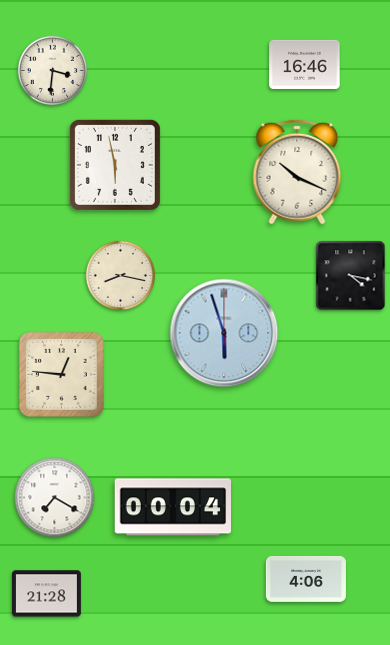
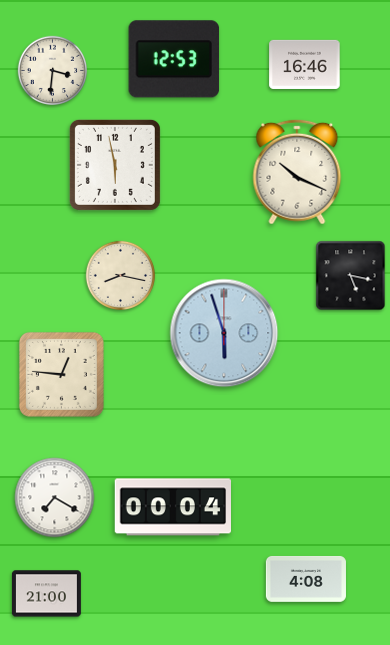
clock at (174, 59): none -> 12:53
clock at (351, 276): 4:17 -> 5:17
clock at (306, 579): 4:06 -> 4:08
clock at (46, 594): 21:28 -> 21:00
